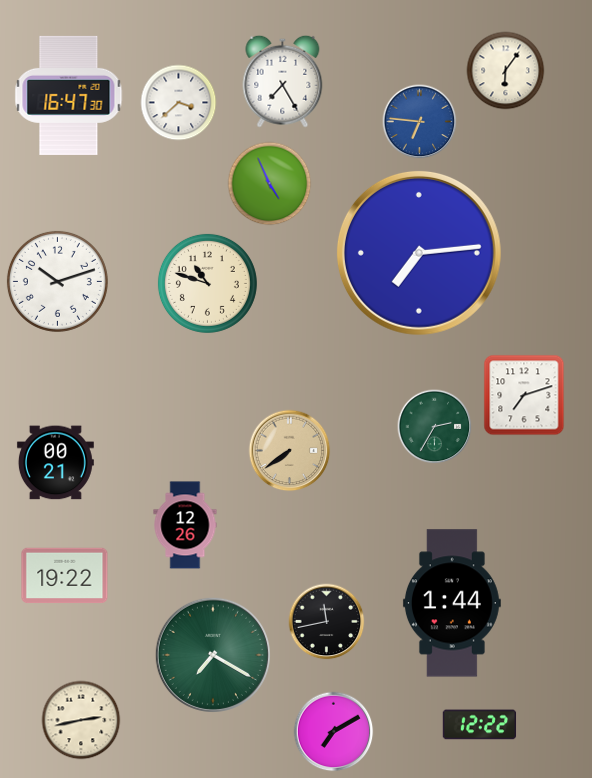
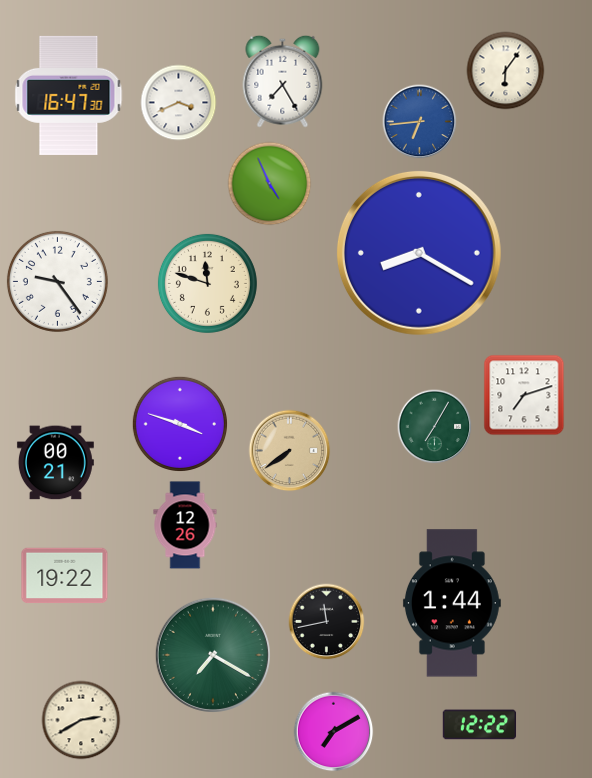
clock at (179, 103): 3:38 -> 3:41
clock at (420, 122): 6:46 -> 6:44
clock at (419, 253): 7:14 -> 8:20
clock at (57, 281): 10:12 -> 9:24
clock at (207, 283): 10:48 -> 11:48
clock at (180, 424): none -> 3:48
clock at (435, 427): 2:35 -> 7:05
clock at (81, 720): 2:43 -> 2:40
